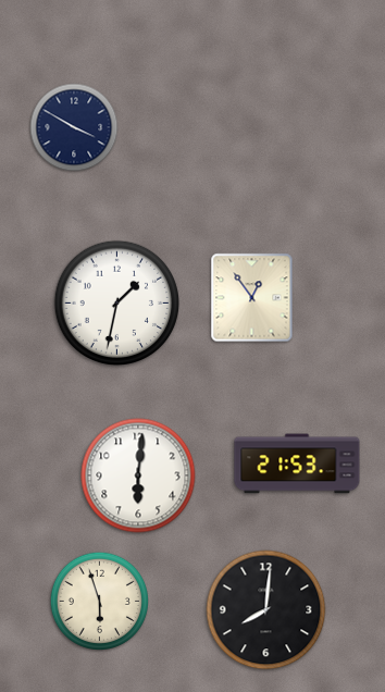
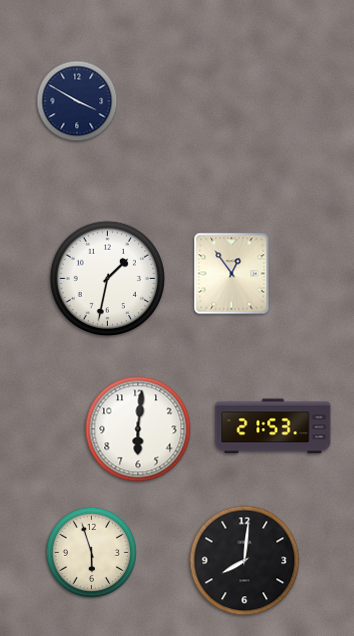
clock at (74, 127) position: (74, 127) -> (77, 101)
clock at (138, 475) position: (138, 475) -> (138, 429)
